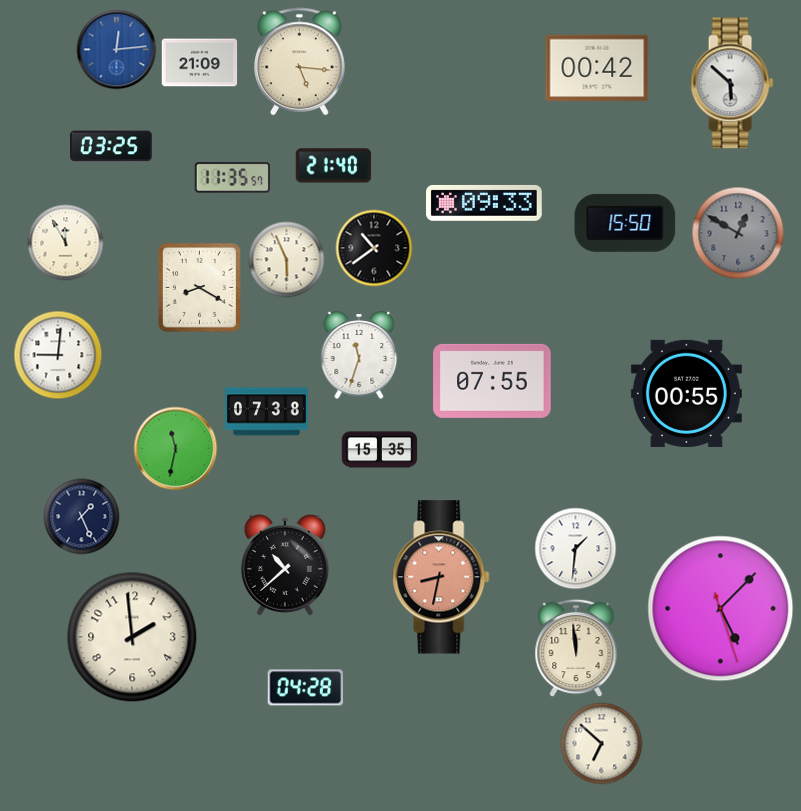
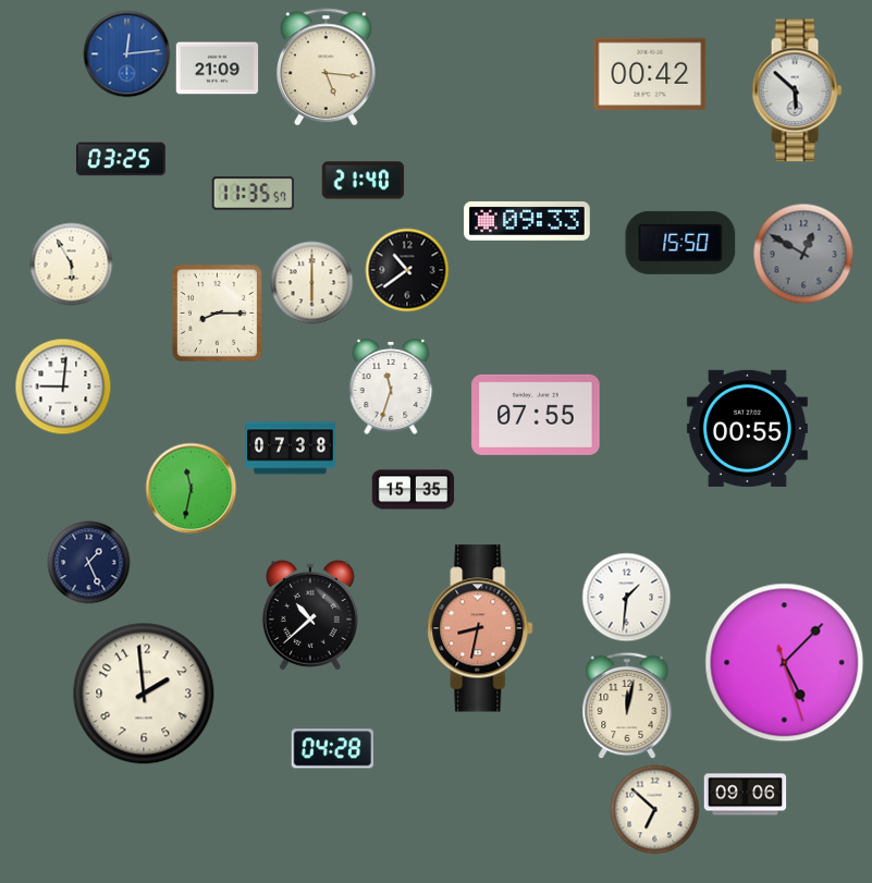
clock at (66, 243): 11:55 -> 5:55
clock at (287, 260): 5:56 -> 6:00
clock at (199, 287): 8:20 -> 8:15
clock at (576, 648): 11:59 -> 12:02
clock at (746, 795): none -> 09:06
